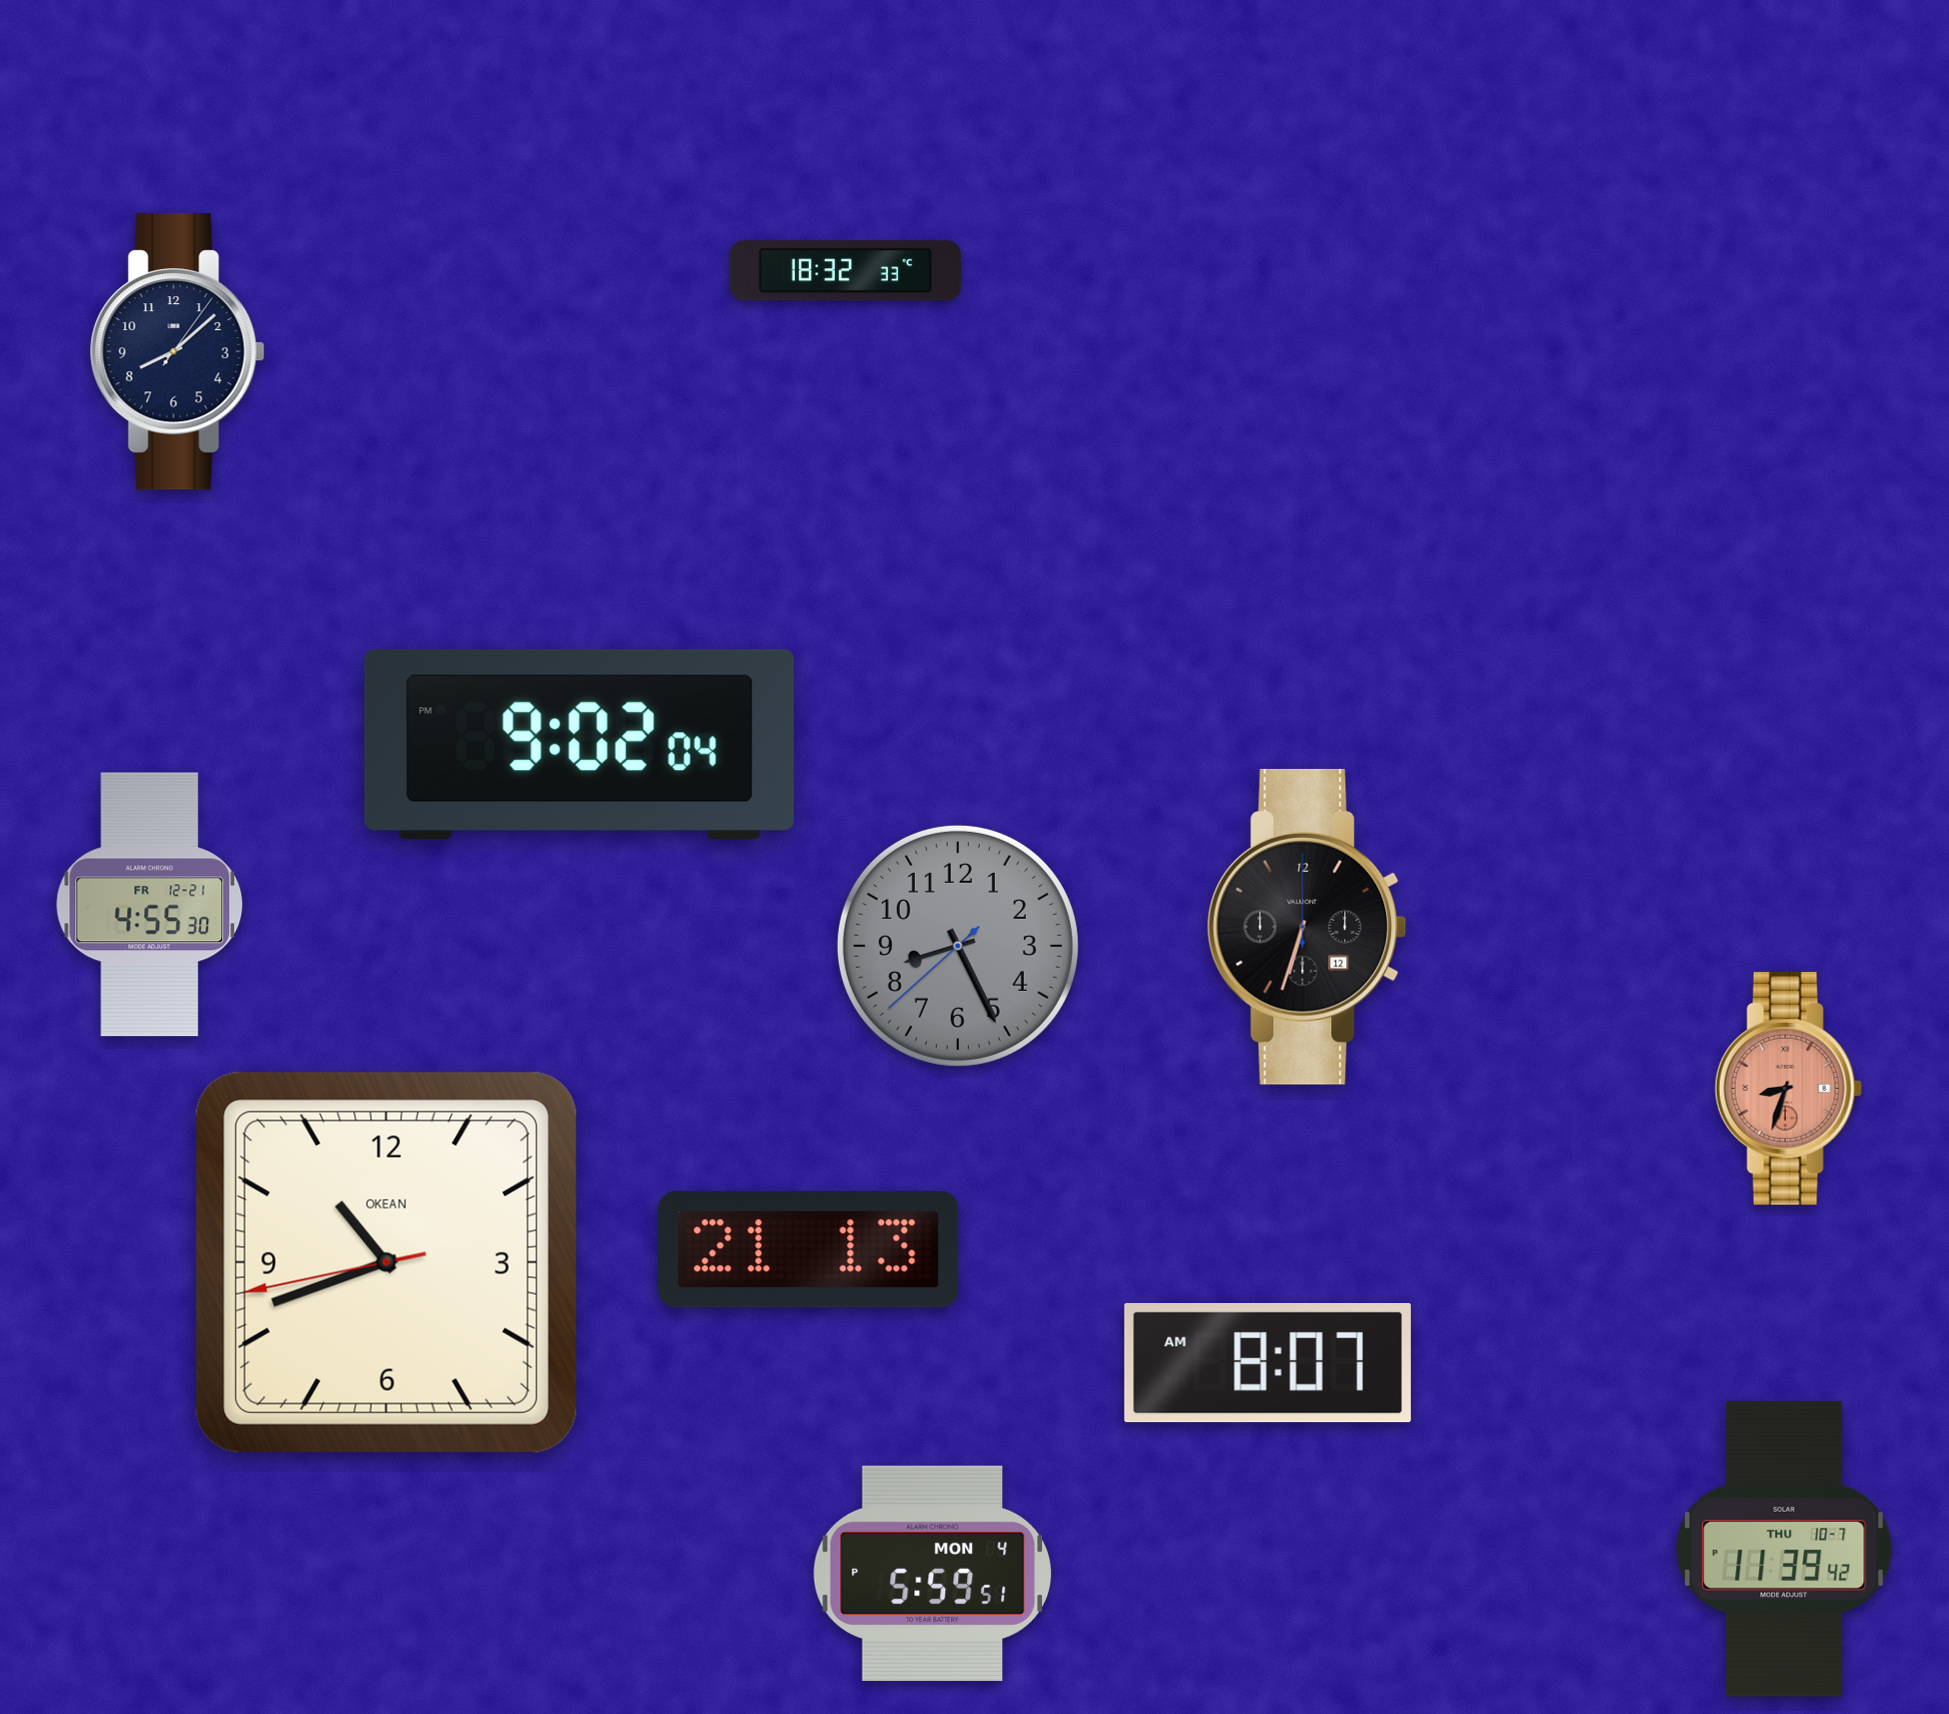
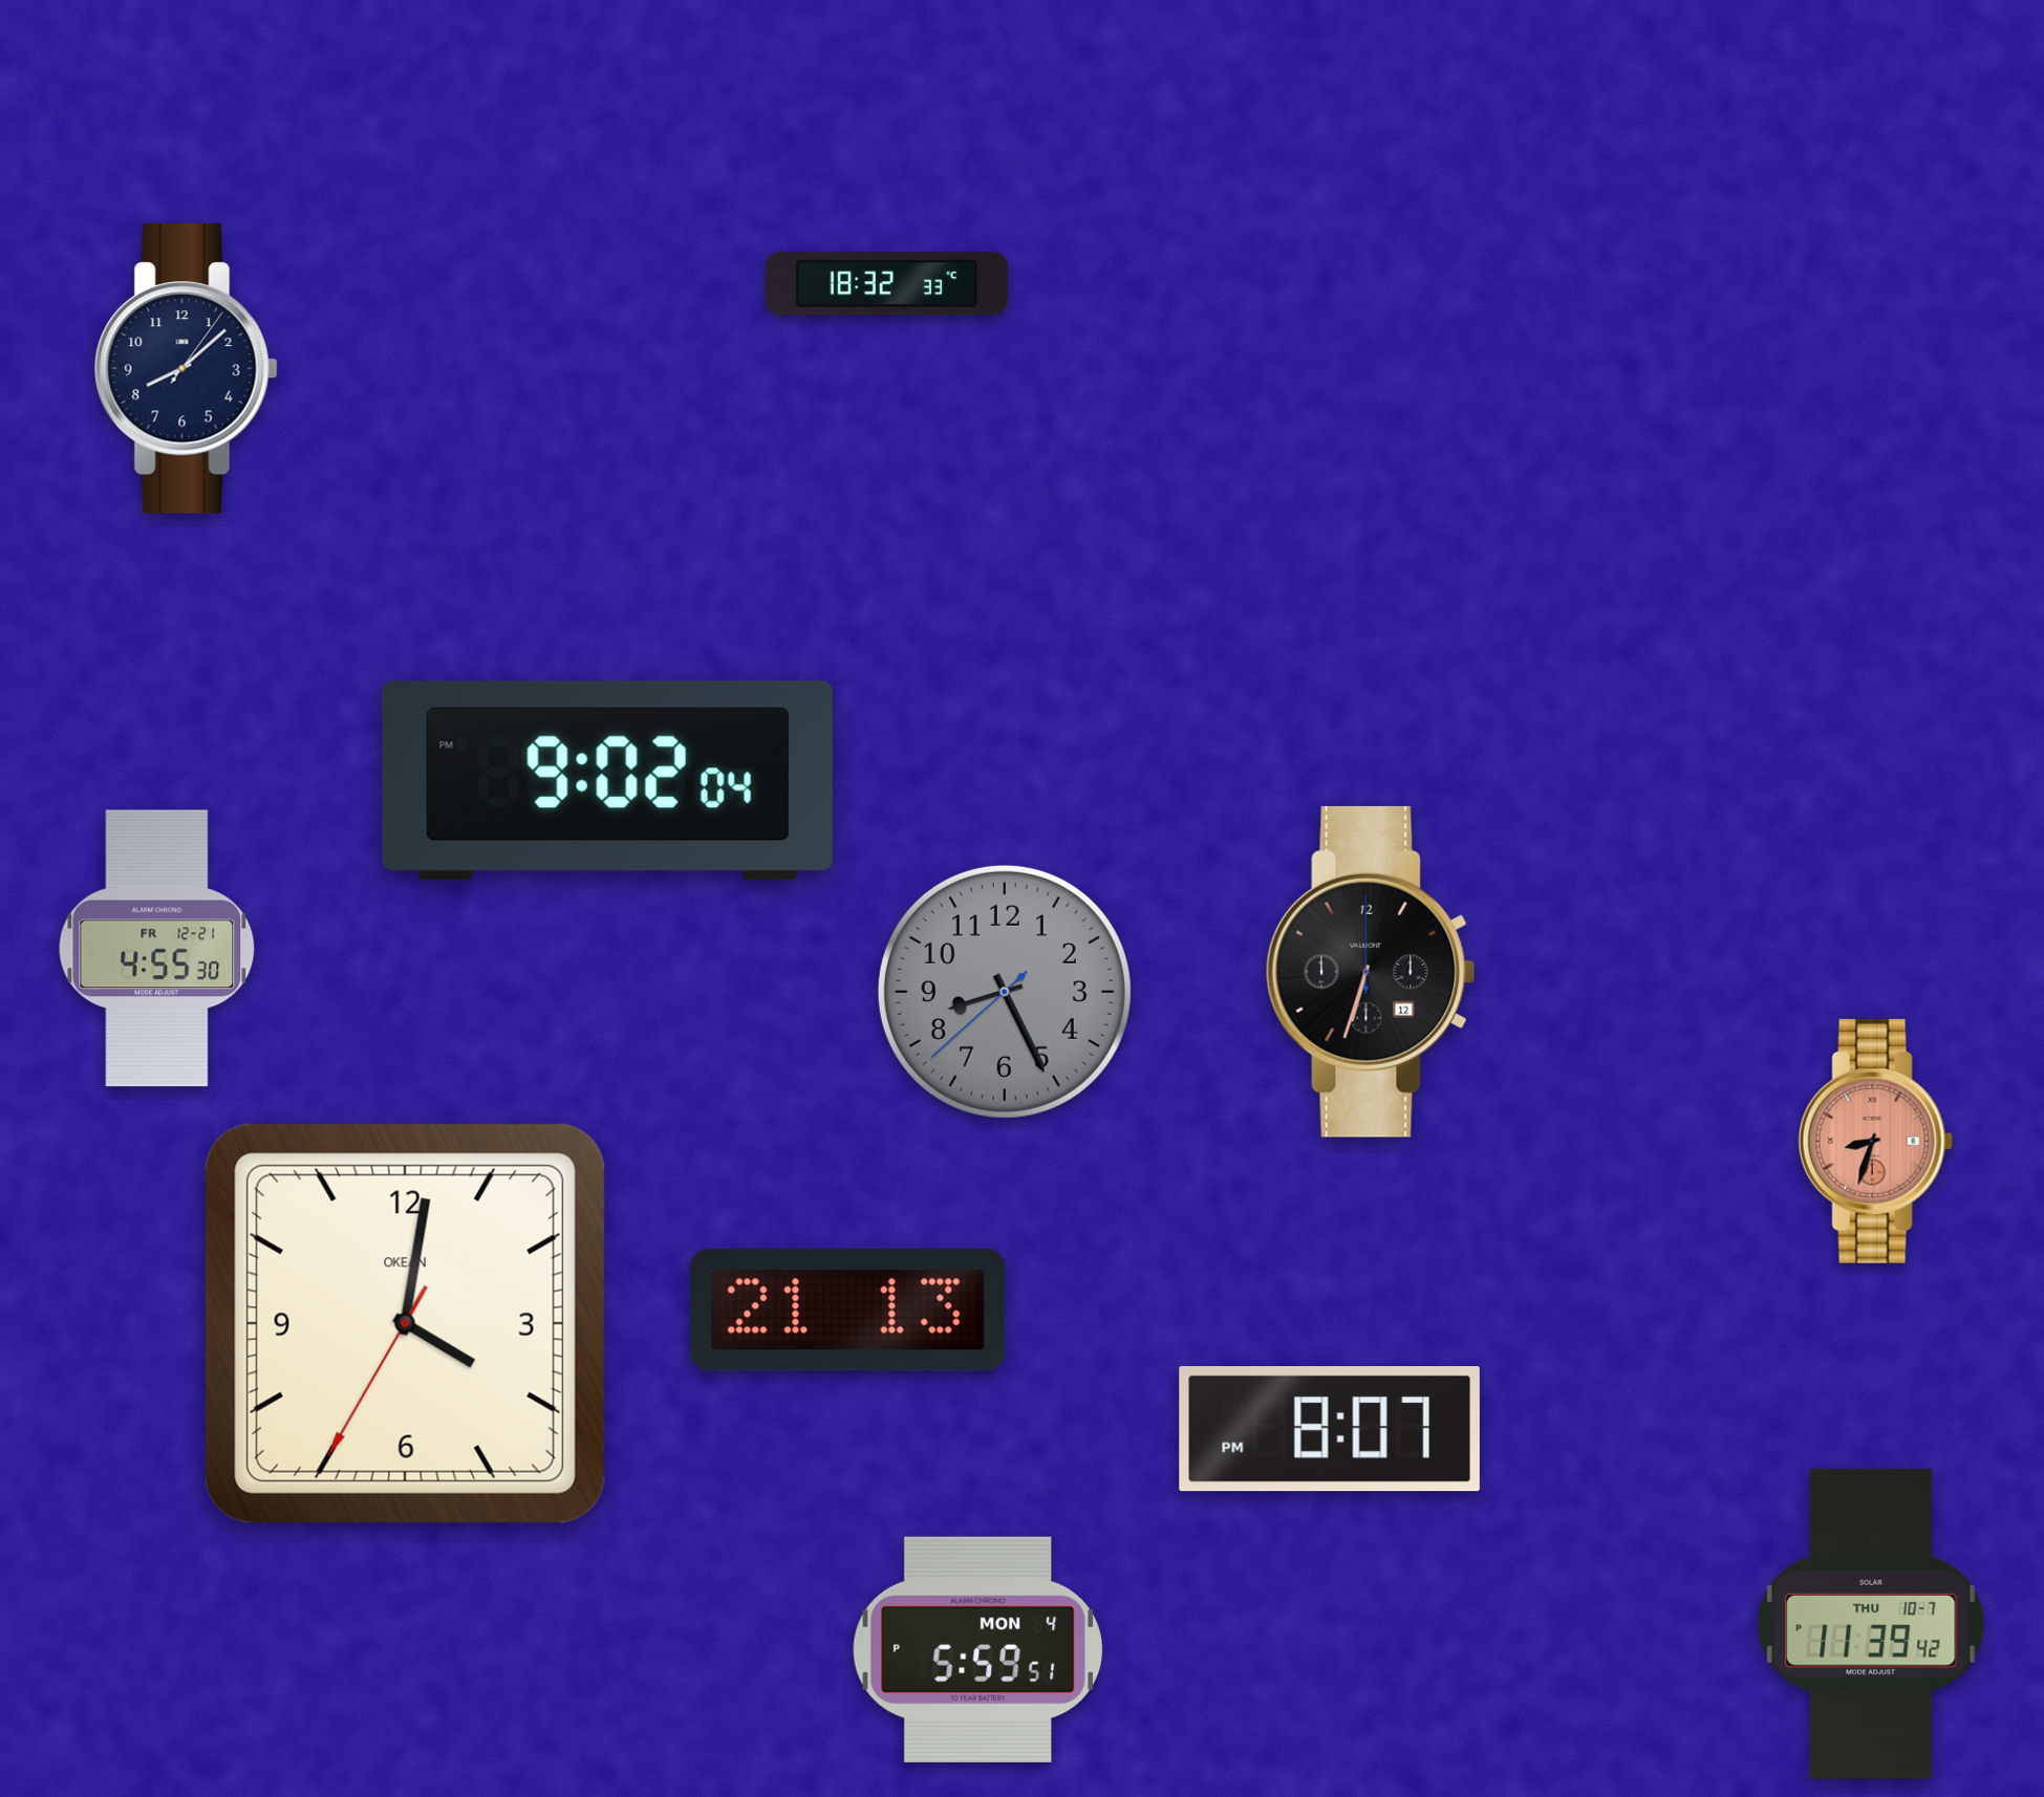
clock at (386, 1262): 10:41 -> 4:01
clock at (1268, 1364): 8:07 AM -> 8:07 PM
